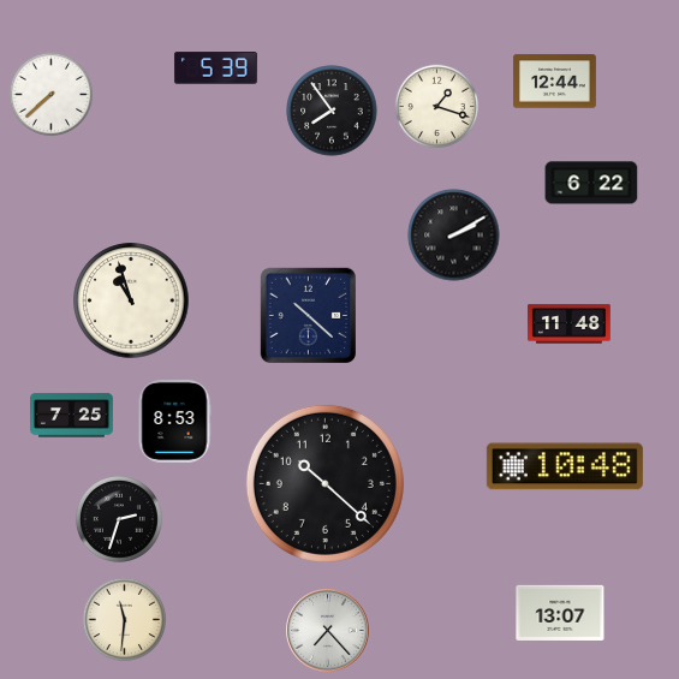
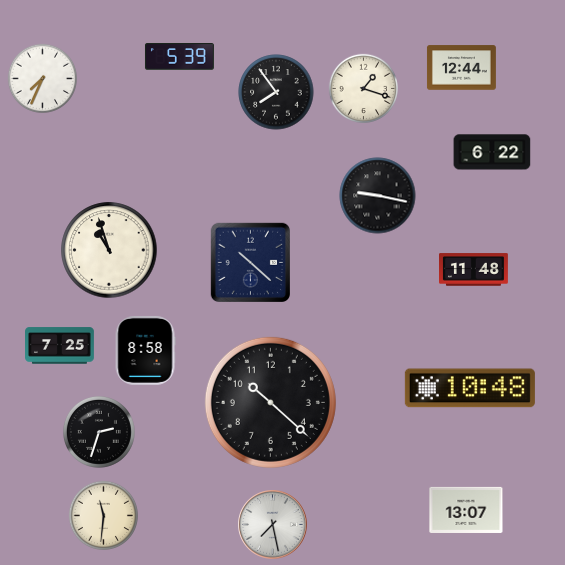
clock at (50, 94): 7:38 -> 7:34
clock at (454, 236): 2:10 -> 9:17
clock at (308, 315) position: (308, 315) -> (250, 262)
clock at (174, 421): 8:53 -> 8:58
clock at (328, 631): 7:23 -> 7:28
